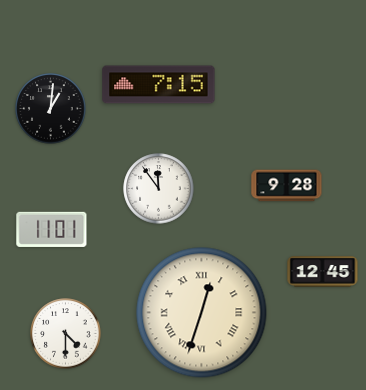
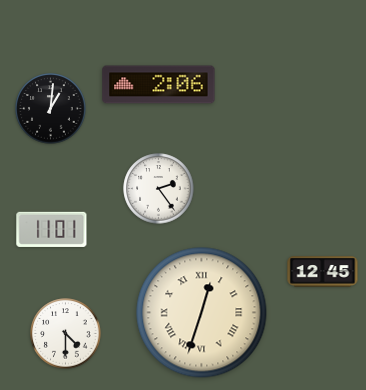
clock at (159, 85): 7:15 -> 2:06
clock at (287, 186): 9:28 -> none
clock at (159, 189): 11:54 -> 2:24
